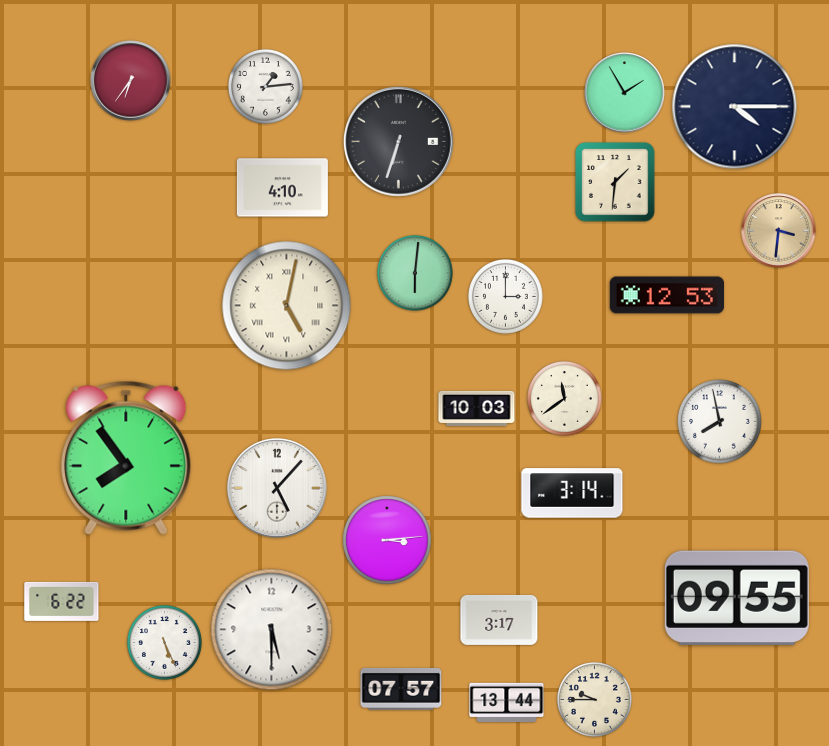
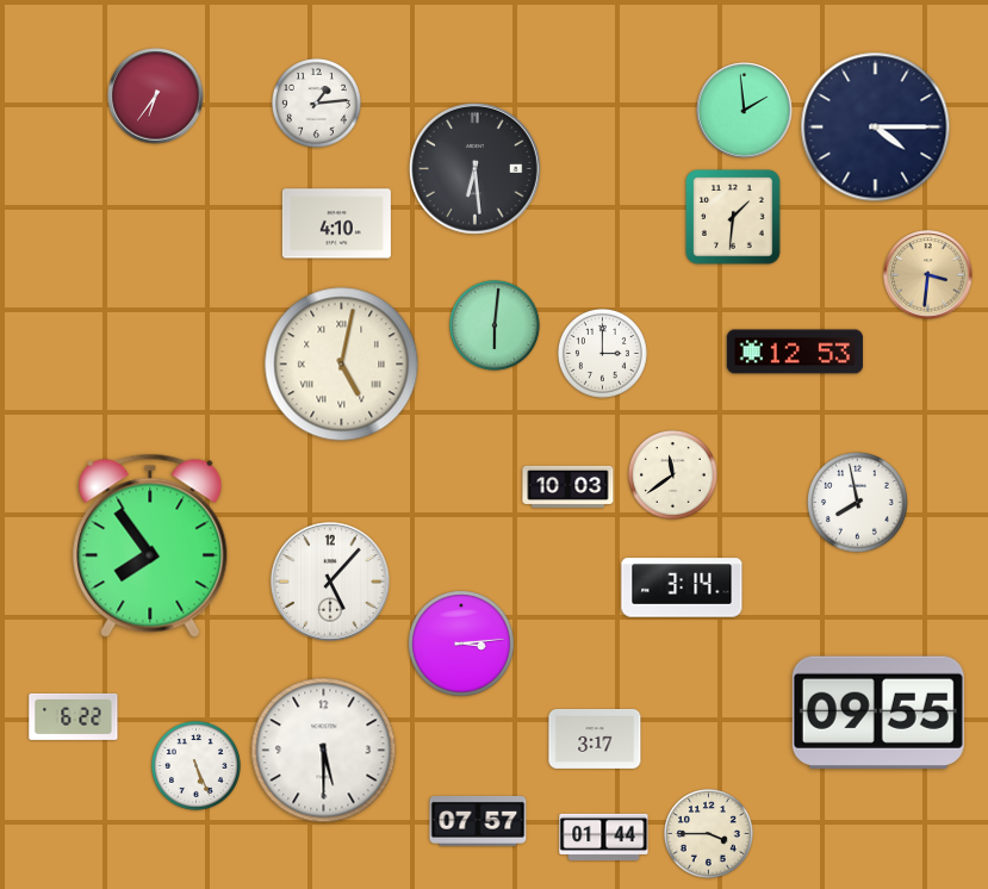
clock at (625, 93): 1:55 -> 1:59
clock at (398, 141): 6:33 -> 6:29
clock at (594, 699): 9:45 -> 3:45
clock at (507, 702): 13:44 -> 01:44
